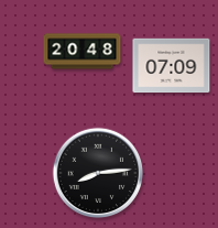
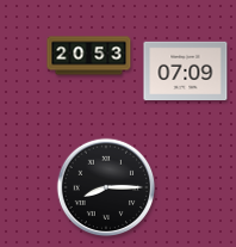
clock at (83, 52): 20:48 -> 20:53
clock at (98, 173): 8:14 -> 8:15
